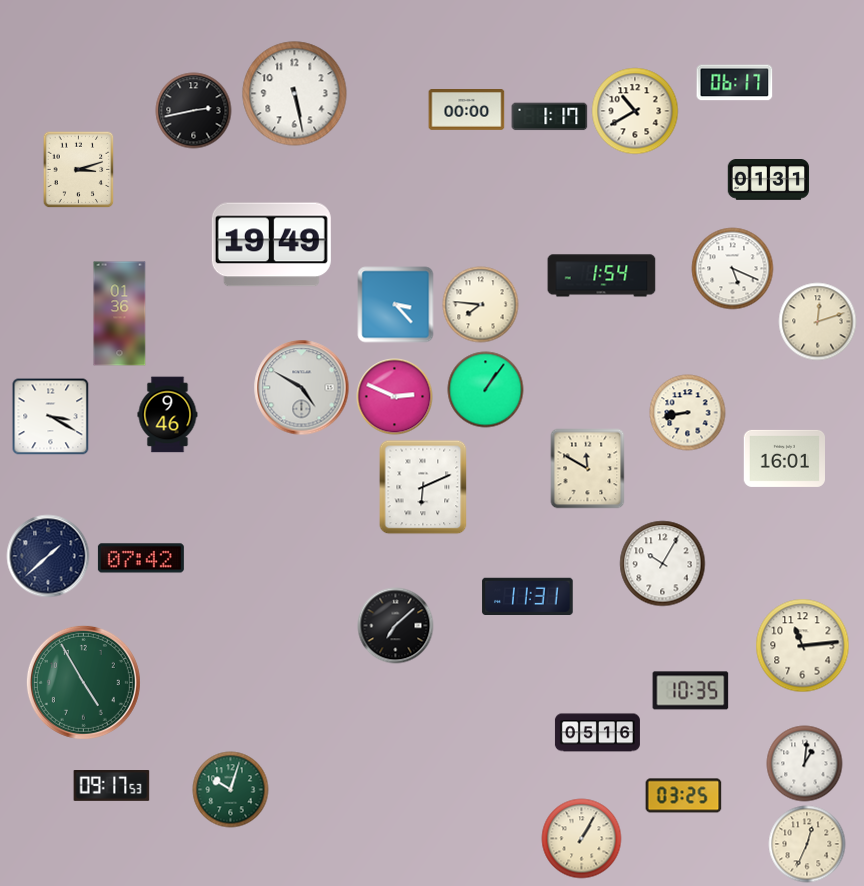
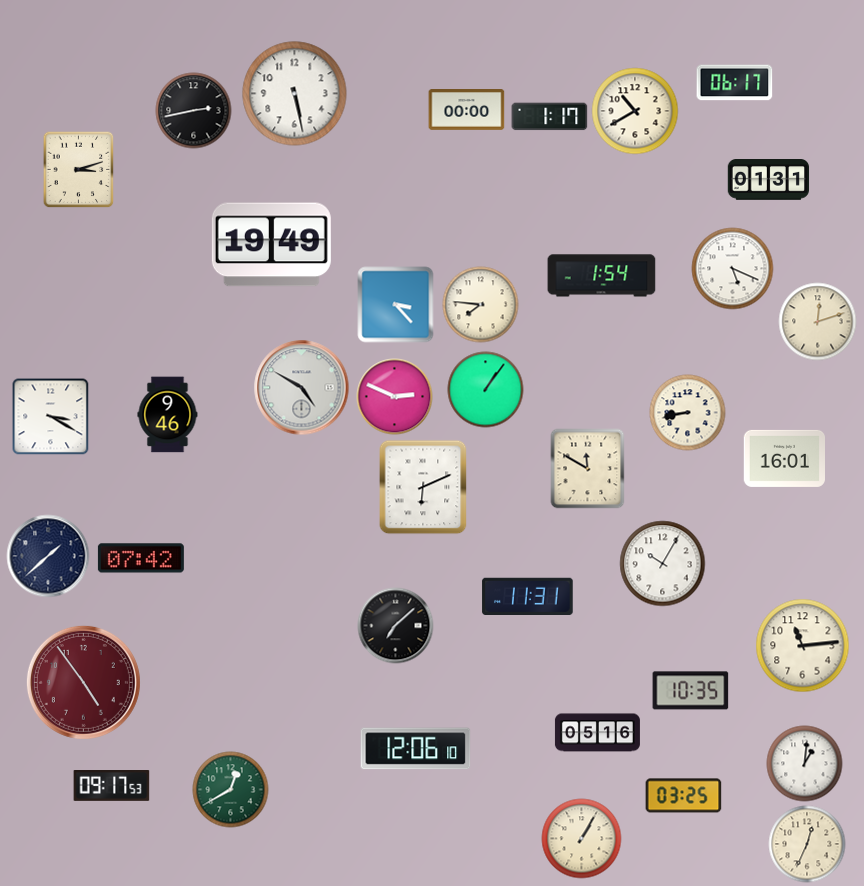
clock at (120, 314): 01:36 -> none
clock at (83, 682): 4:55 -> 4:54
clock at (83, 682) dial: green -> burgundy
clock at (416, 749): none -> 12:06
clock at (231, 790): 10:03 -> 12:40
